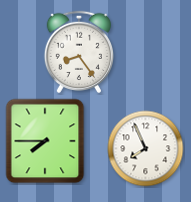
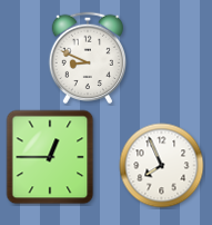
clock at (78, 51): 8:24 -> 8:49
clock at (45, 141): 7:45 -> 12:45
